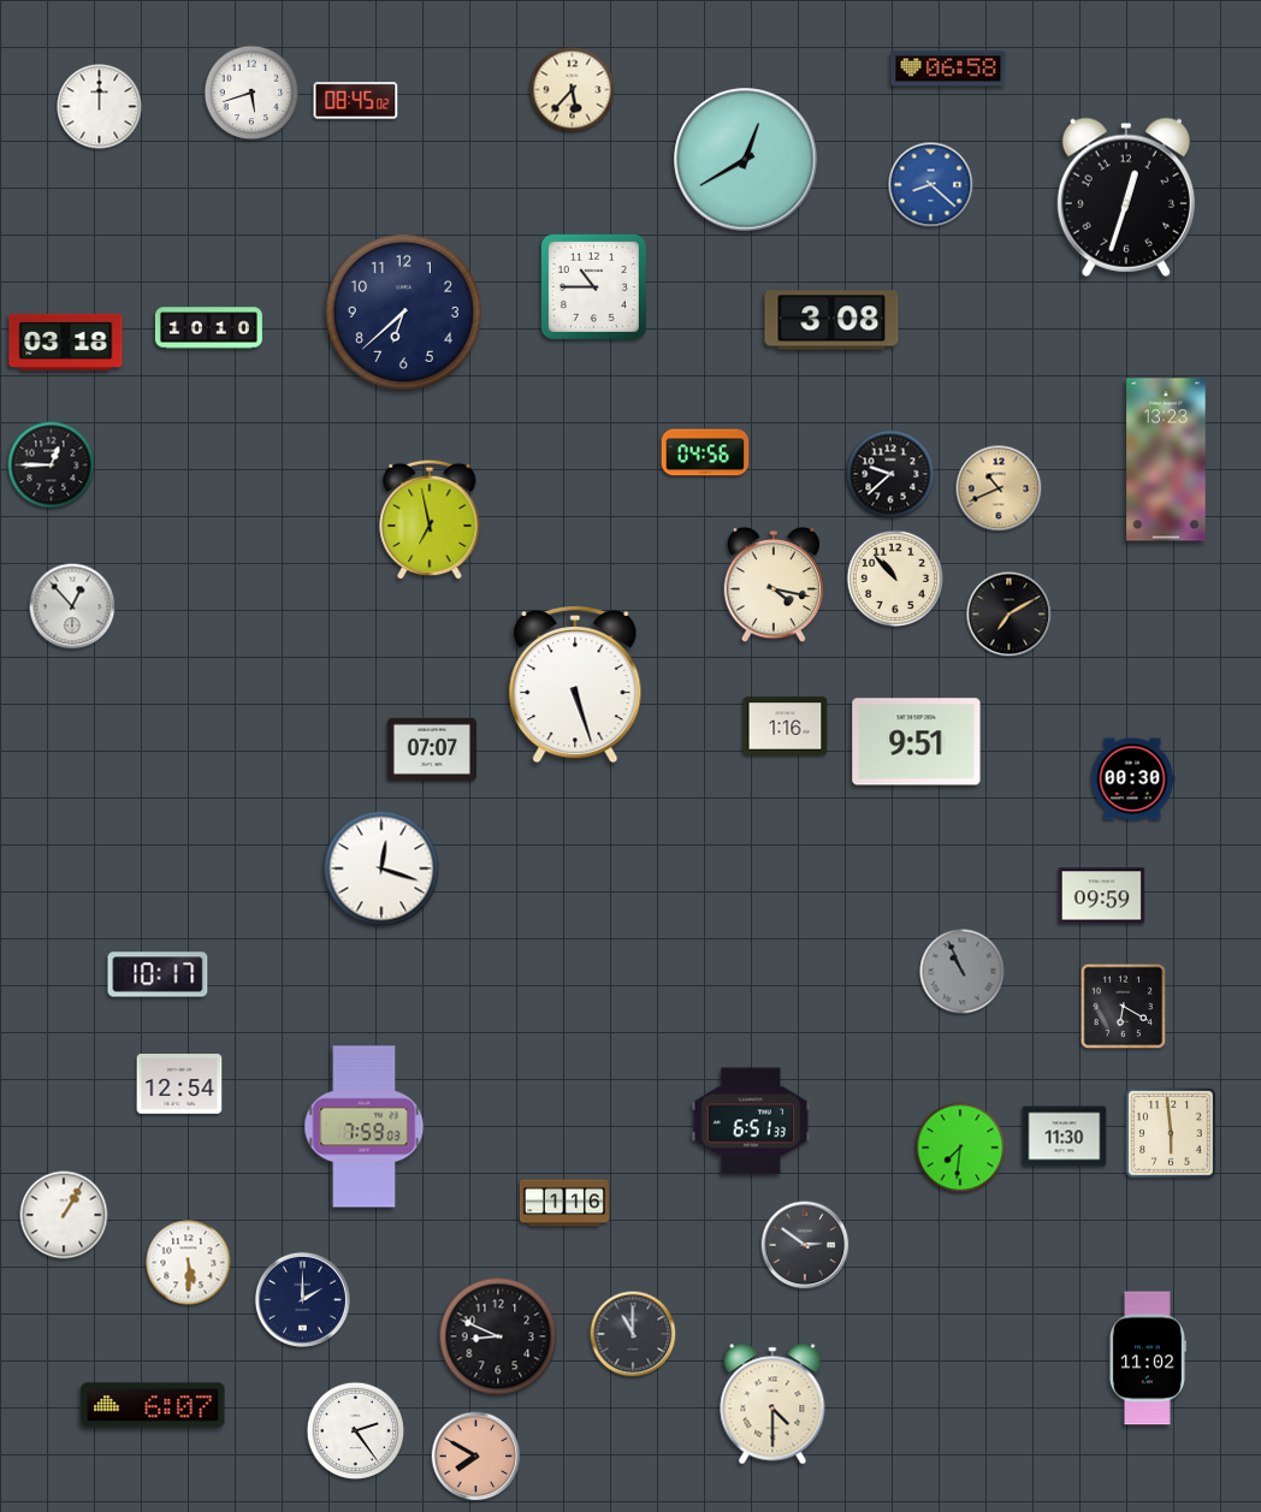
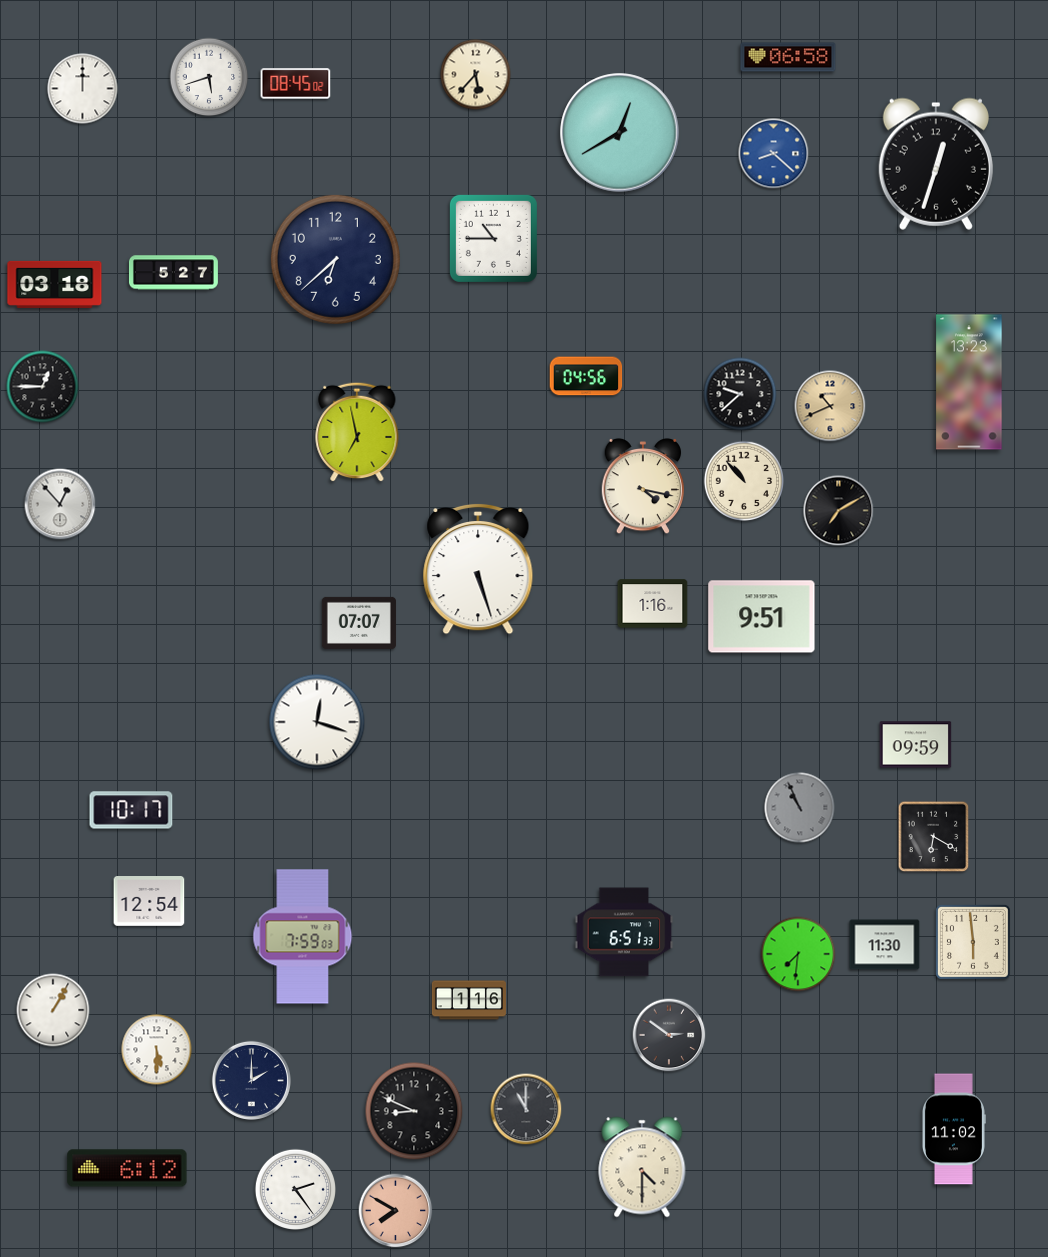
clock at (831, 320): 3:08 -> none
clock at (208, 328): 10:10 -> 5:27
clock at (1132, 779): 00:30 -> none
clock at (153, 1405): 6:07 -> 6:12
